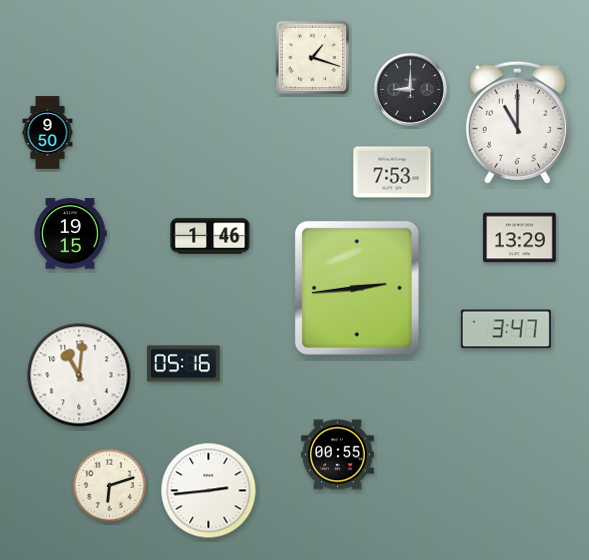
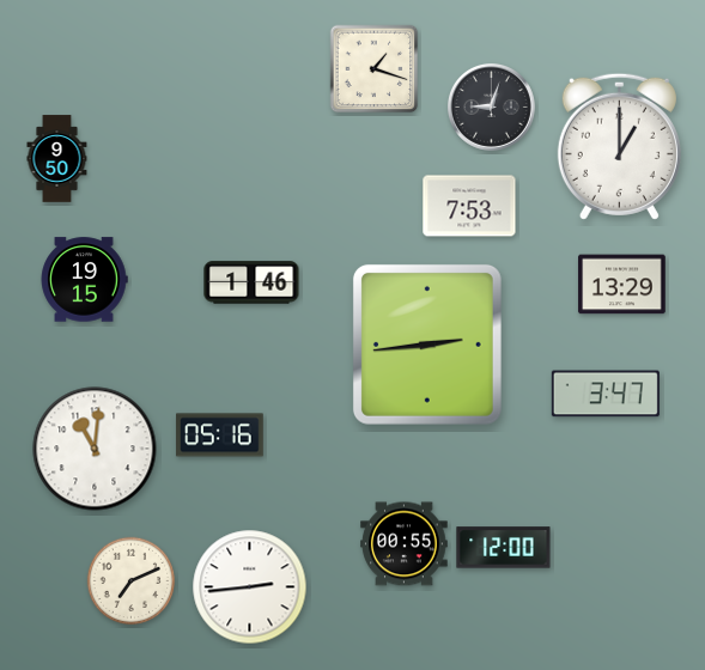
clock at (410, 89): 9:00 -> 9:03
clock at (517, 122): 11:00 -> 1:00
clock at (504, 548): none -> 12:00
clock at (110, 486): 6:12 -> 7:11
